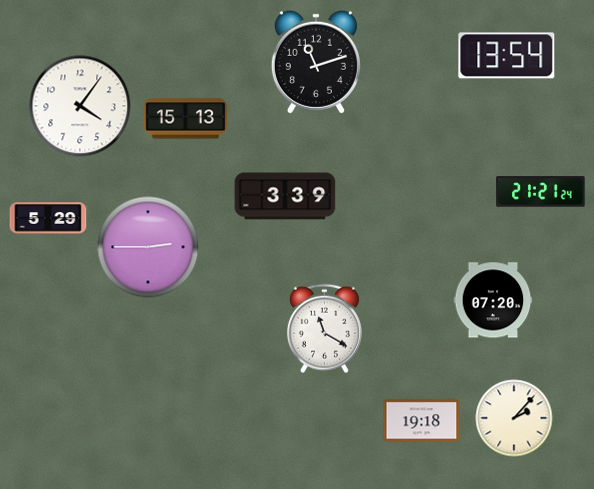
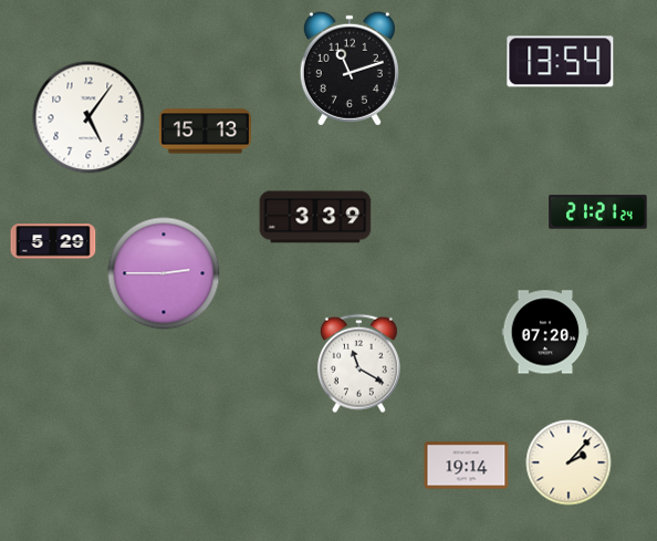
clock at (80, 106): 4:06 -> 5:06
clock at (422, 421): 19:18 -> 19:14
